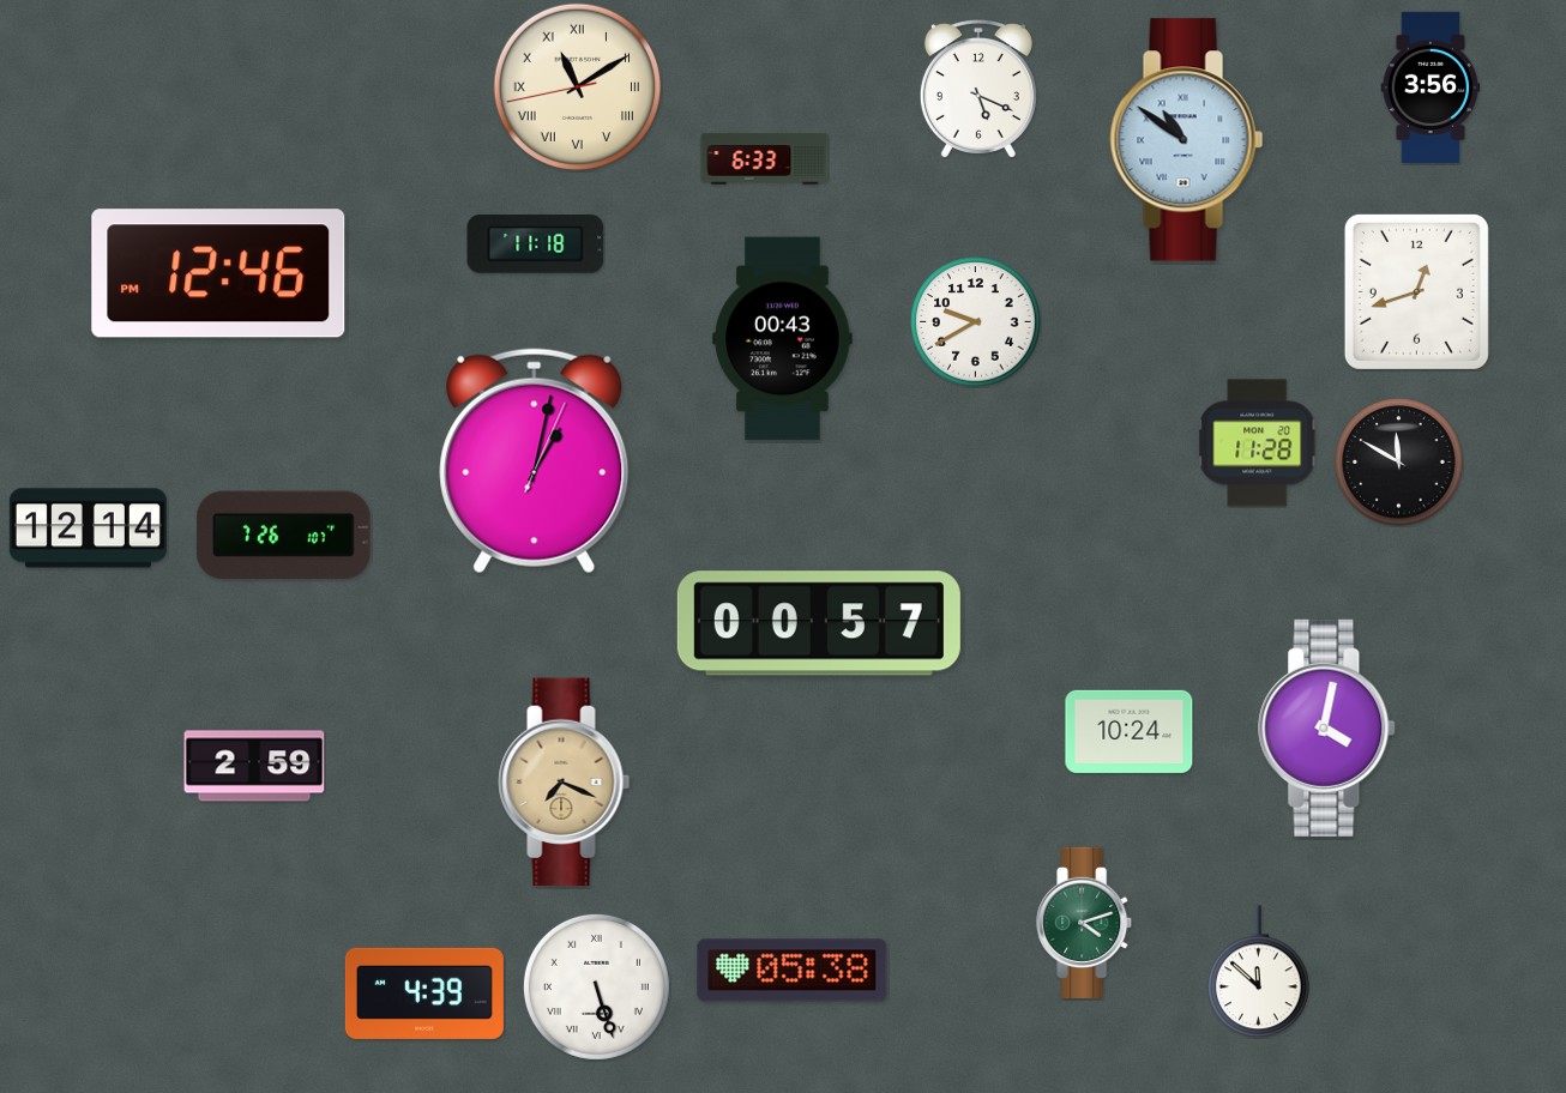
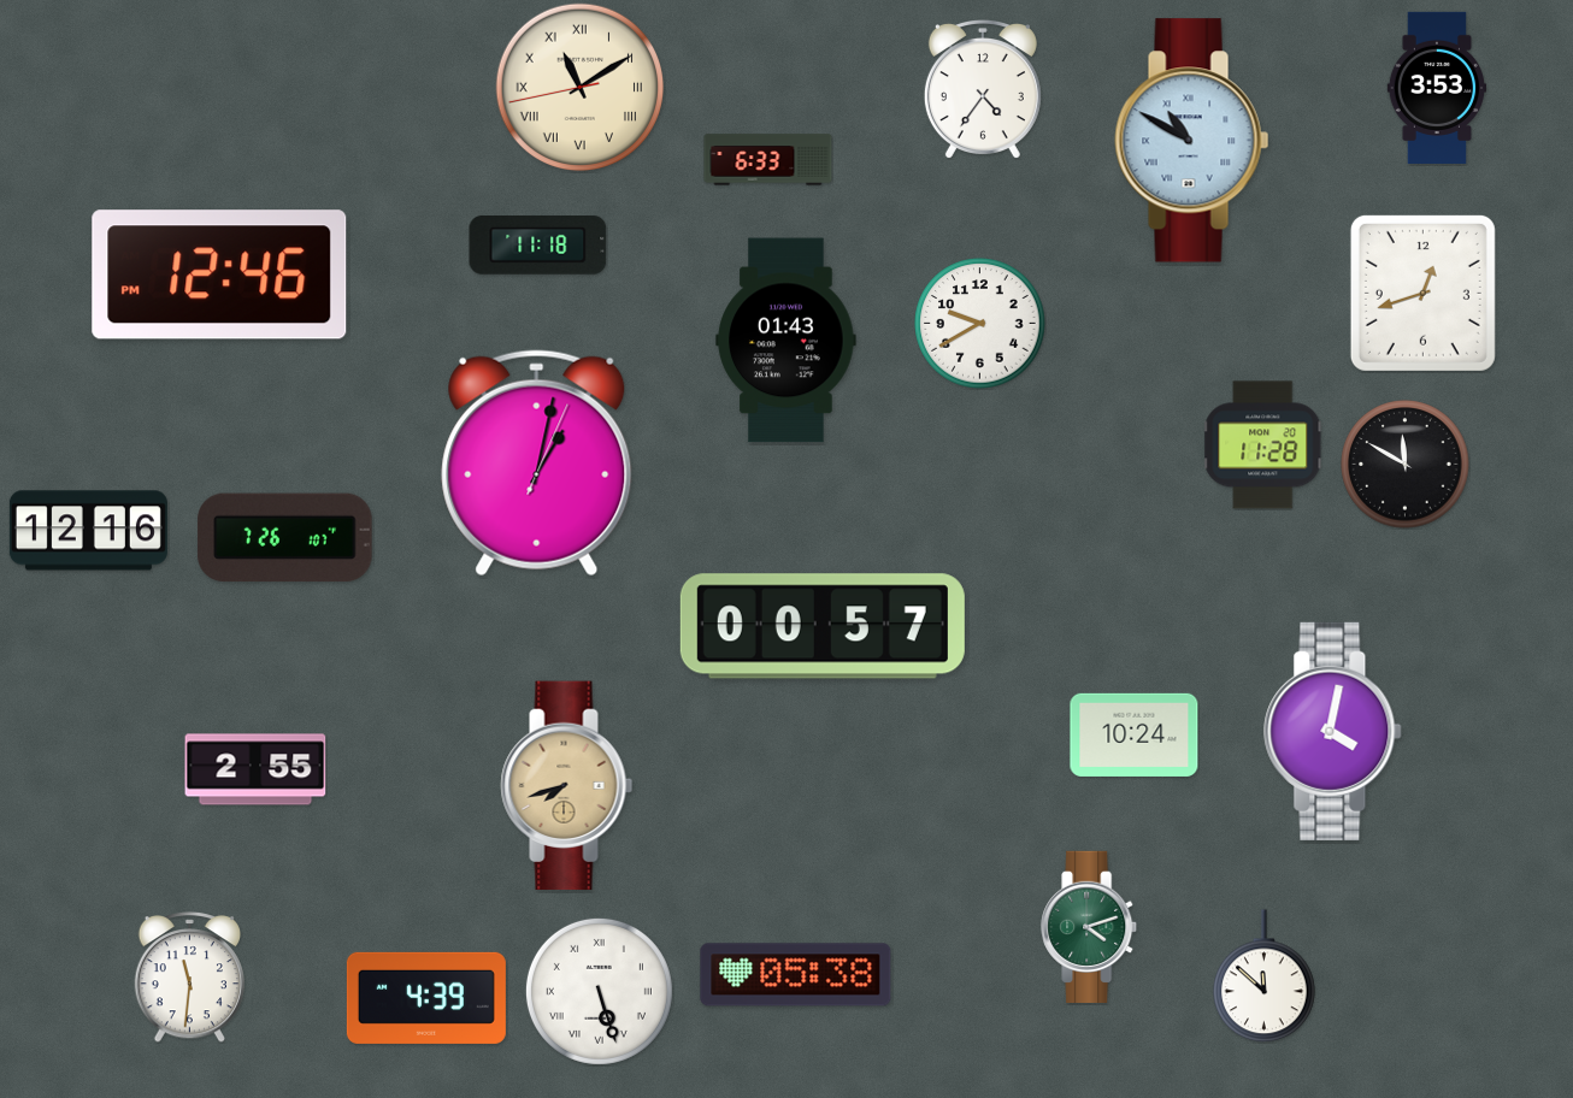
clock at (1429, 86): 3:56 -> 3:53
clock at (978, 89): 5:19 -> 4:36
clock at (1187, 140): 10:51 -> 10:50
clock at (783, 339): 00:43 -> 01:43
clock at (88, 529): 12:14 -> 12:16
clock at (254, 766): 2:59 -> 2:55
clock at (565, 783): 7:19 -> 7:42
clock at (189, 978): none -> 11:31
